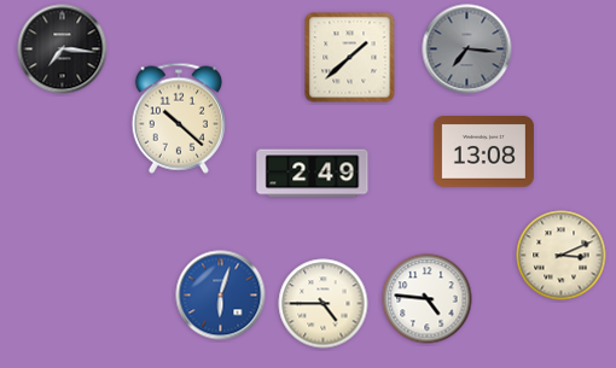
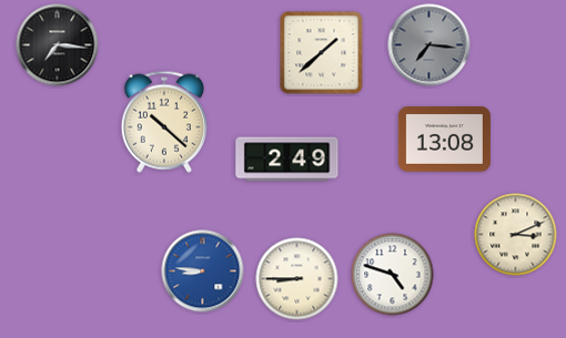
clock at (178, 118) position: (178, 118) -> (163, 122)
clock at (221, 296): 6:03 -> 8:46
clock at (428, 299): 4:46 -> 4:48
clock at (324, 304): 4:45 -> 8:45
